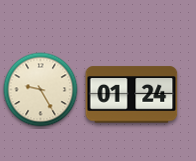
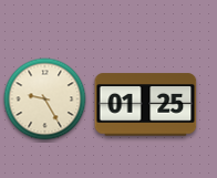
clock at (132, 95): 01:24 -> 01:25
